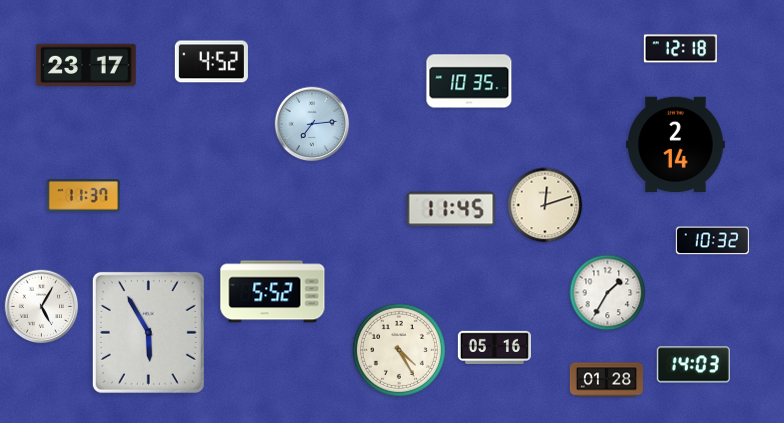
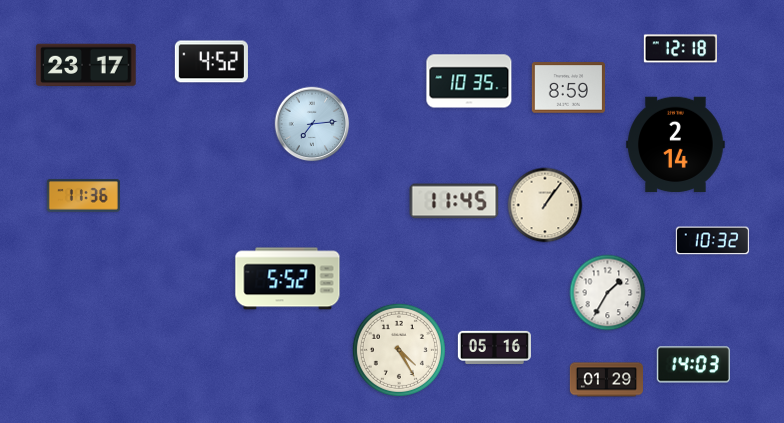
clock at (568, 88): none -> 8:59
clock at (83, 196): 11:37 -> 11:36
clock at (545, 205): 12:12 -> 1:06
clock at (451, 209) position: (451, 209) -> (454, 201)
clock at (273, 292) position: (273, 292) -> (288, 279)
clock at (42, 307): 5:05 -> none
clock at (148, 332): 5:55 -> none
clock at (606, 380): 01:28 -> 01:29
